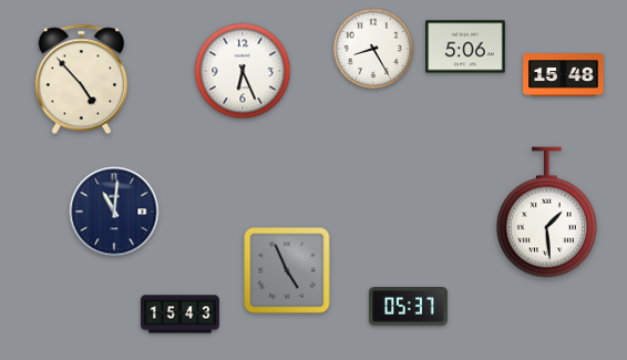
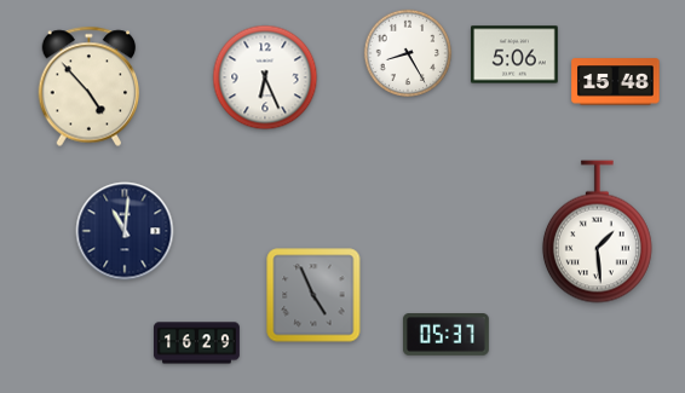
clock at (465, 47) position: (465, 47) -> (514, 54)
clock at (181, 315): 15:43 -> 16:29
